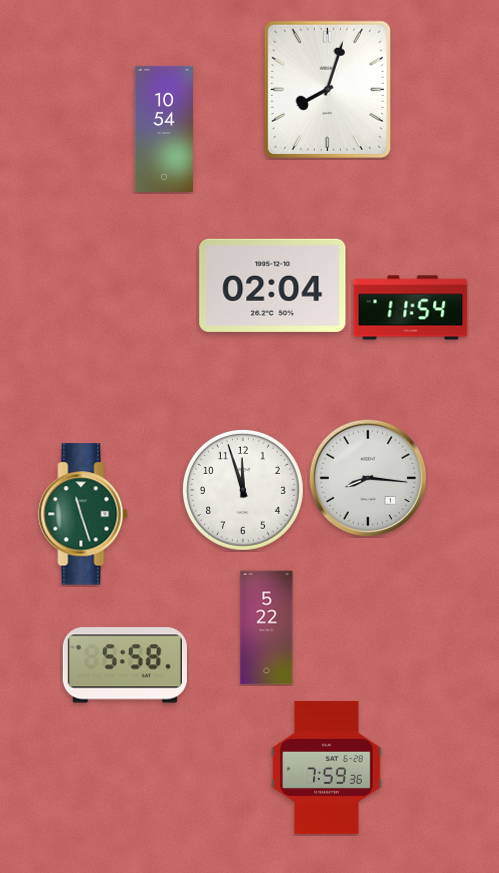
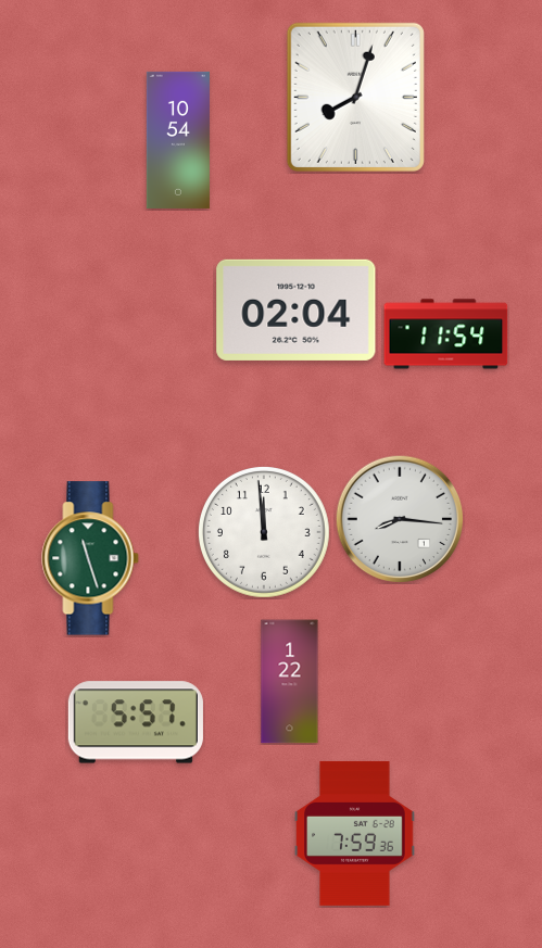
clock at (243, 490): 11:57 -> 11:59
clock at (267, 628): 5:22 -> 1:22
clock at (125, 665): 5:58 -> 5:57
